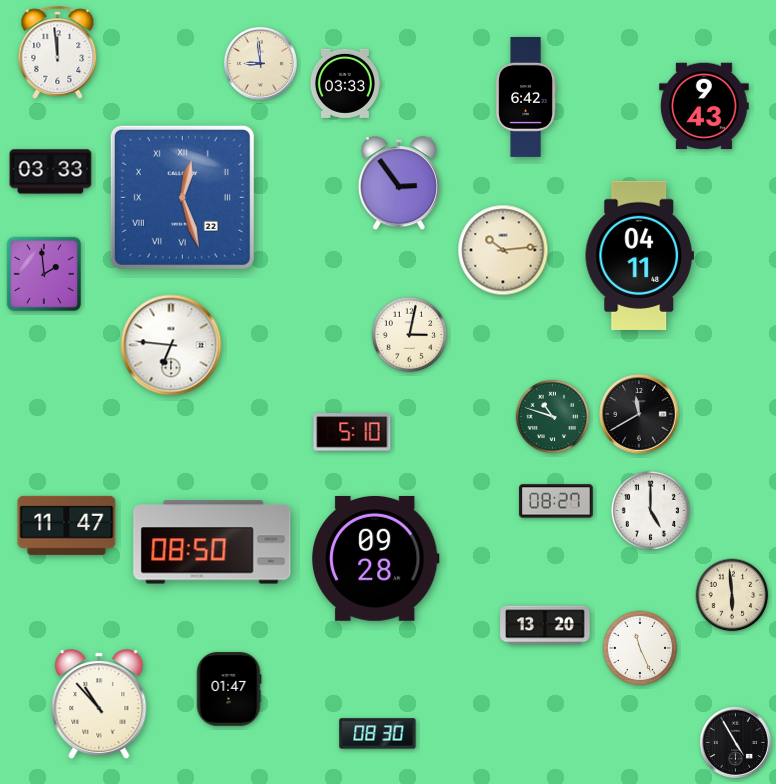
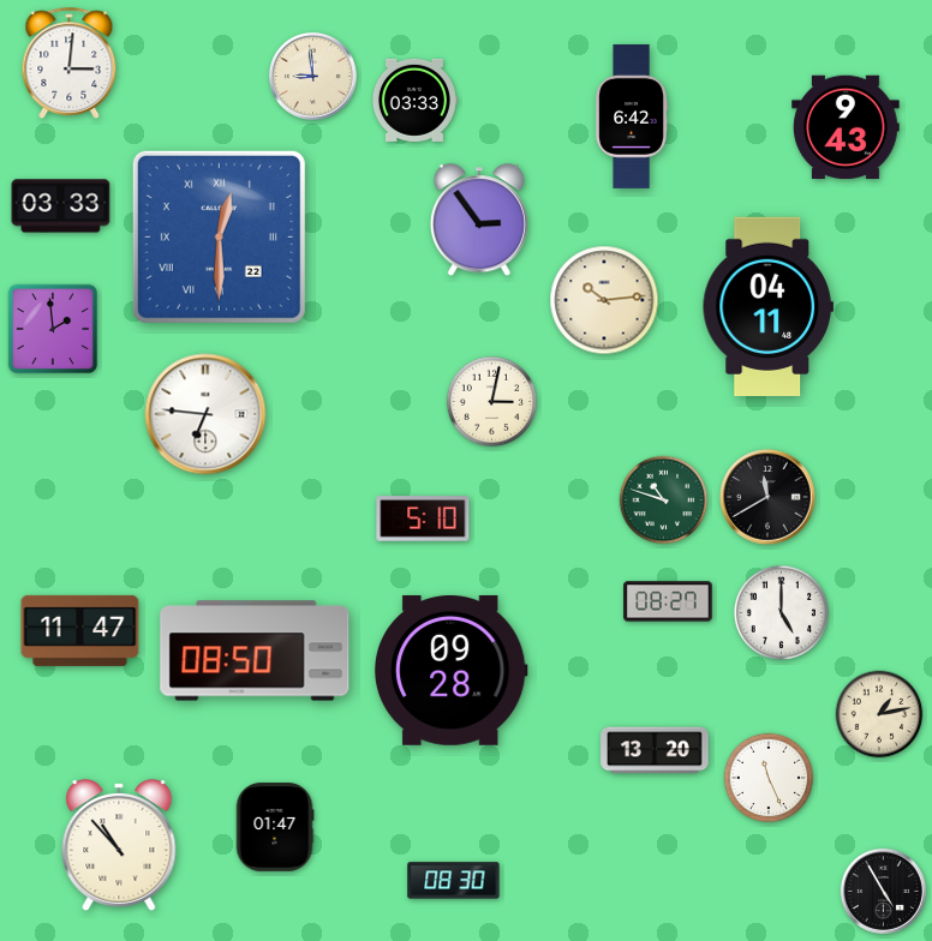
clock at (58, 52): 11:59 -> 3:01
clock at (182, 197): 12:27 -> 12:30
clock at (732, 595): 5:59 -> 1:13
